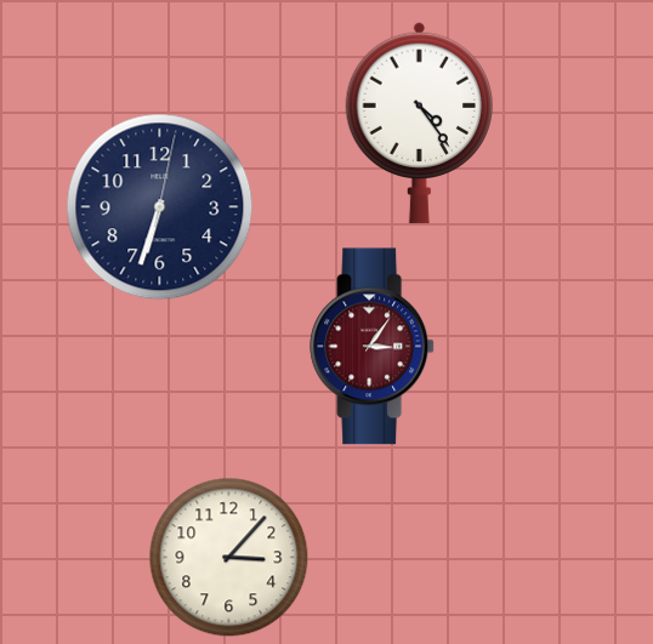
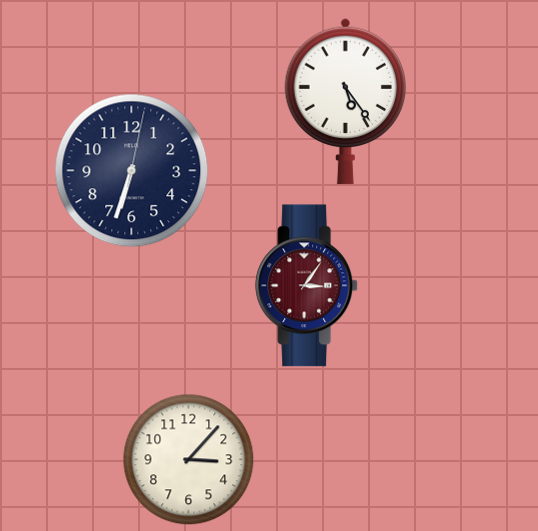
clock at (420, 122): 4:24 -> 5:24
